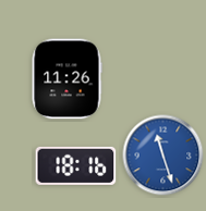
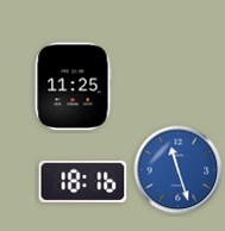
clock at (66, 79): 11:26 -> 11:25
